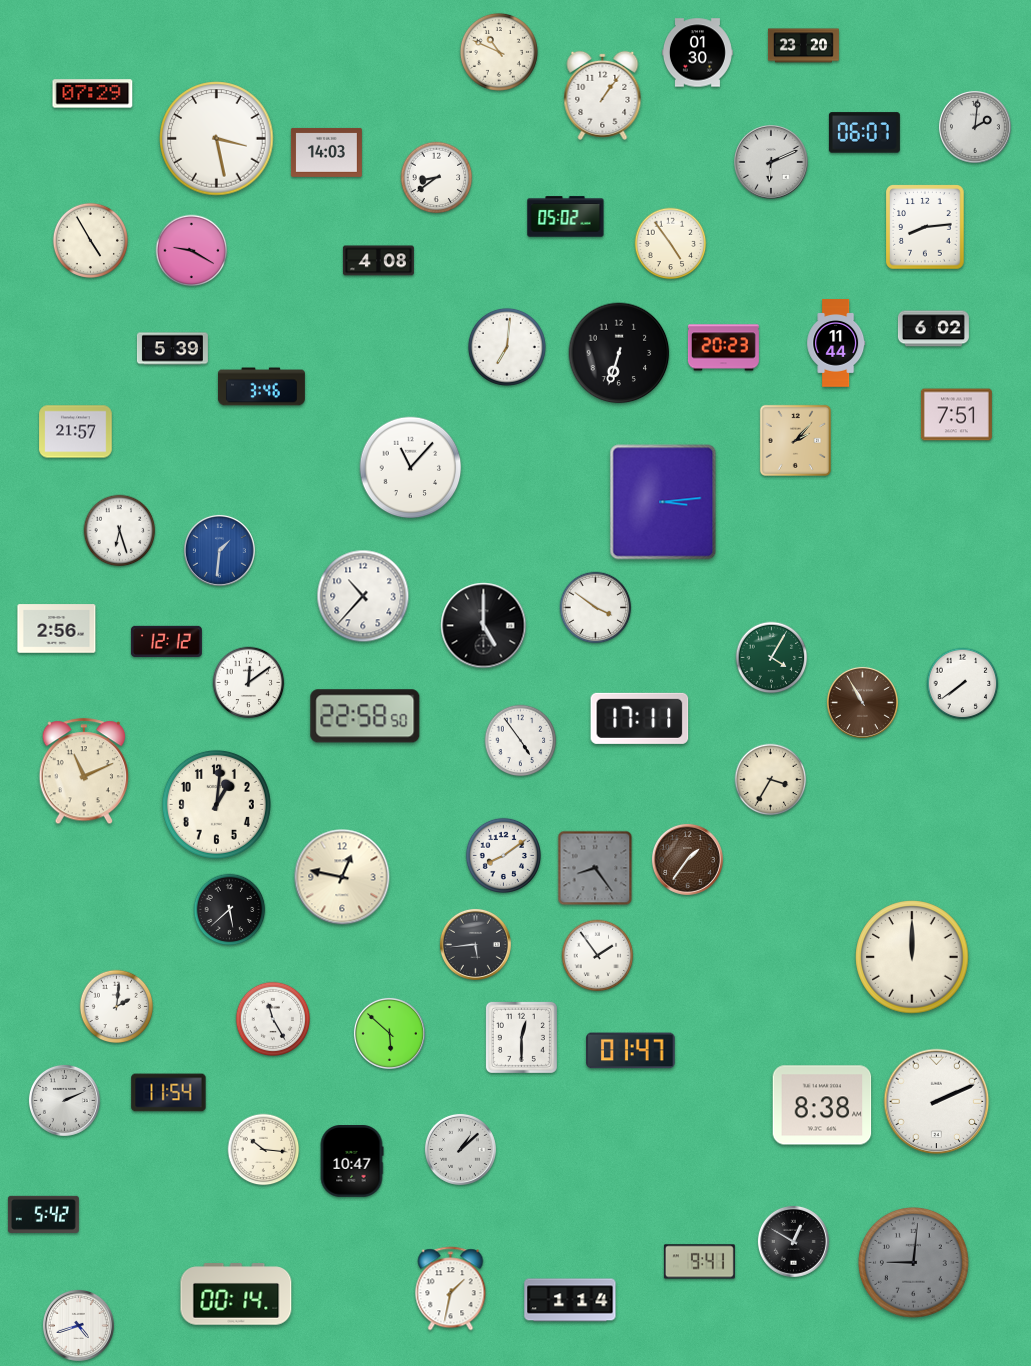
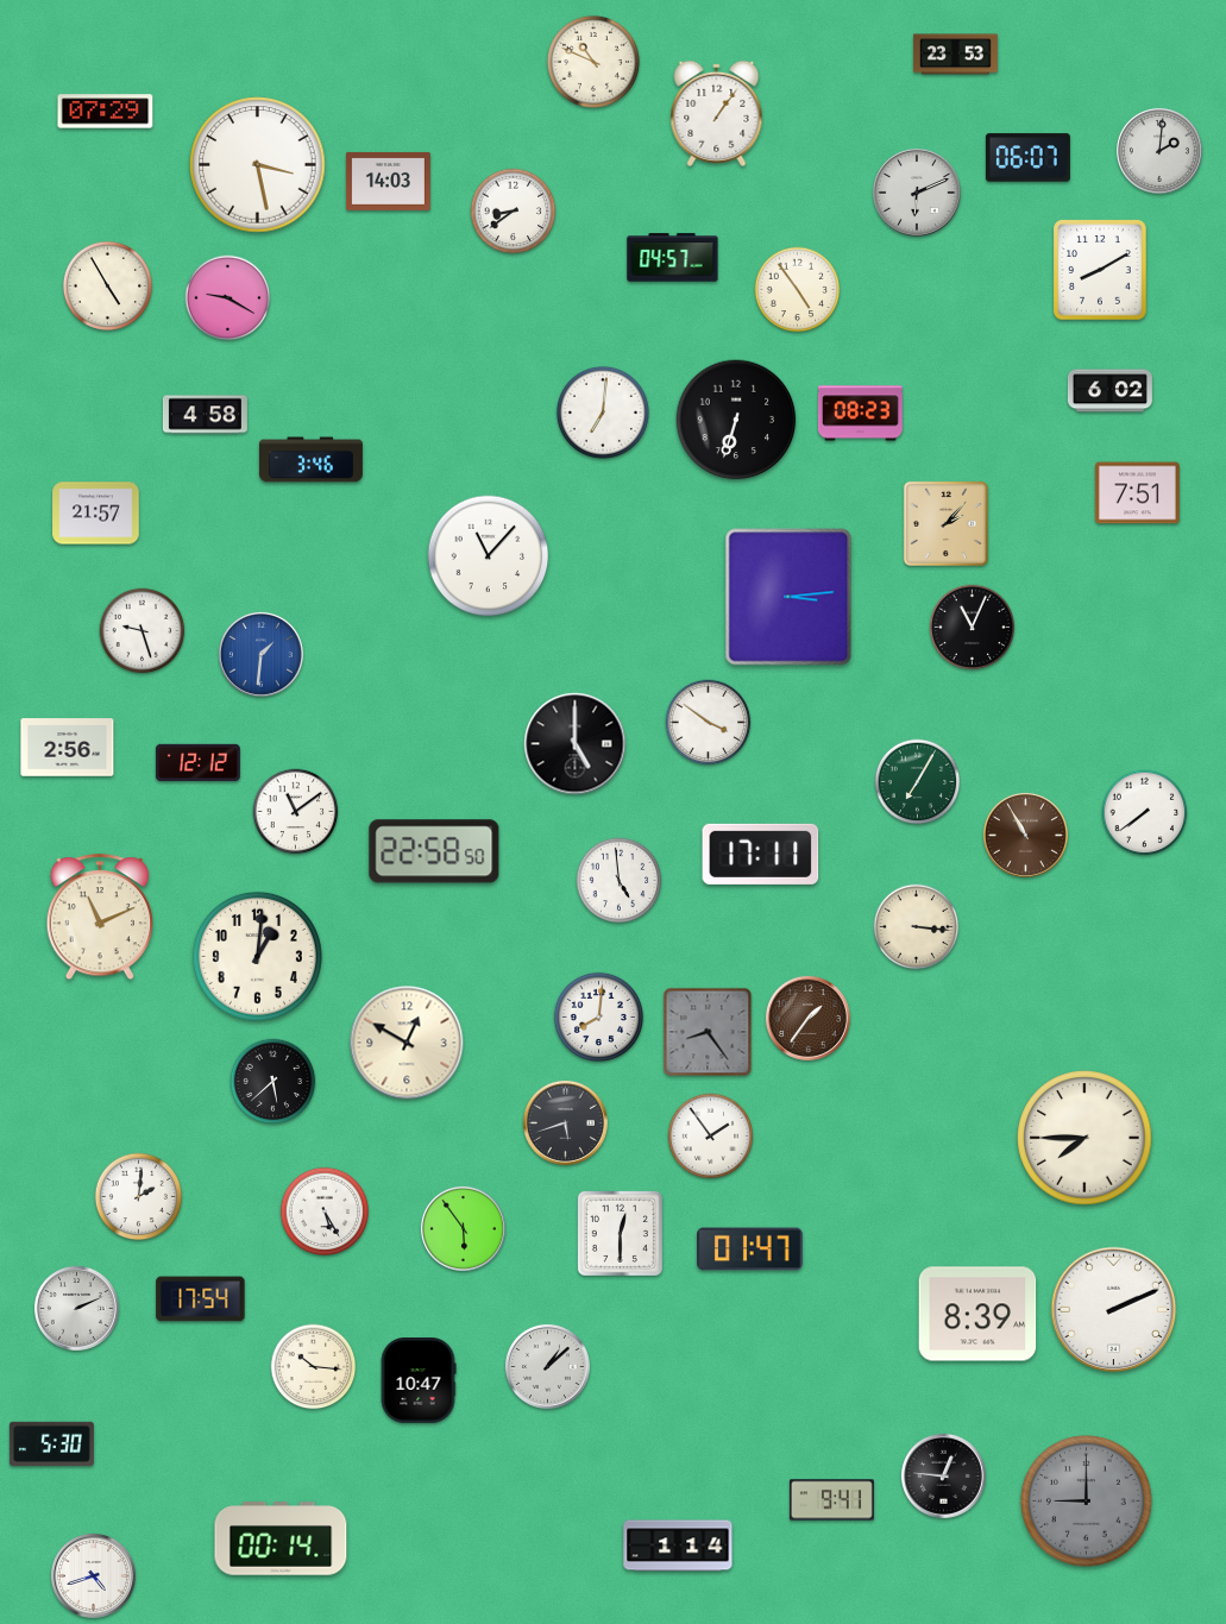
clock at (803, 46): 23:20 -> 23:53
clock at (697, 53): 01:30 -> none
clock at (93, 94) position: (93, 94) -> (106, 112)
clock at (437, 178) position: (437, 178) -> (514, 212)
clock at (566, 217): 05:02 -> 04:57
clock at (925, 227): 8:14 -> 8:10
clock at (378, 261): 4:08 -> none
clock at (836, 343): 11:44 -> none
clock at (723, 348): 20:23 -> 08:23
clock at (172, 349): 5:39 -> 4:58
clock at (76, 432) position: (76, 432) -> (96, 514)
clock at (973, 628): none -> 11:04
clock at (120, 531): 6:27 -> 9:27
clock at (363, 596): 10:37 -> none
clock at (772, 658): 4:05 -> 7:05
clock at (249, 683): 12:09 -> 11:09
clock at (521, 741): 4:54 -> 4:59
clock at (771, 780): 3:35 -> 3:16
clock at (503, 855): 8:09 -> 8:01
clock at (687, 859) position: (687, 859) -> (807, 1018)
clock at (342, 877): 12:47 -> 12:50
clock at (475, 944): 5:44 -> 5:42
clock at (912, 957): 12:00 -> 7:45
clock at (272, 1018): 11:25 -> 5:25
clock at (389, 1033): 5:52 -> 5:54
clock at (169, 1093): 11:54 -> 17:54
clock at (822, 1105): 8:38 -> 8:39
clock at (43, 1214): 5:42 -> 5:30
clock at (793, 1241): 12:50 -> 12:46
clock at (914, 1263): 9:01 -> 9:00
clock at (451, 1289): 1:32 -> none
